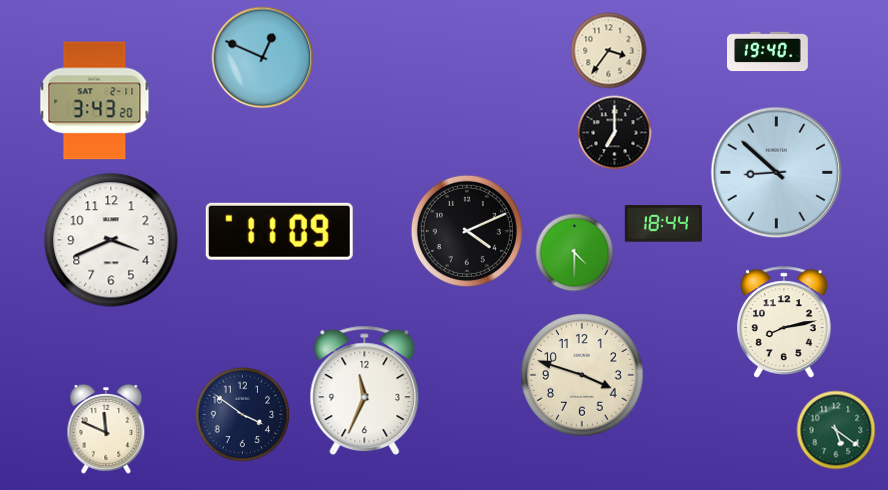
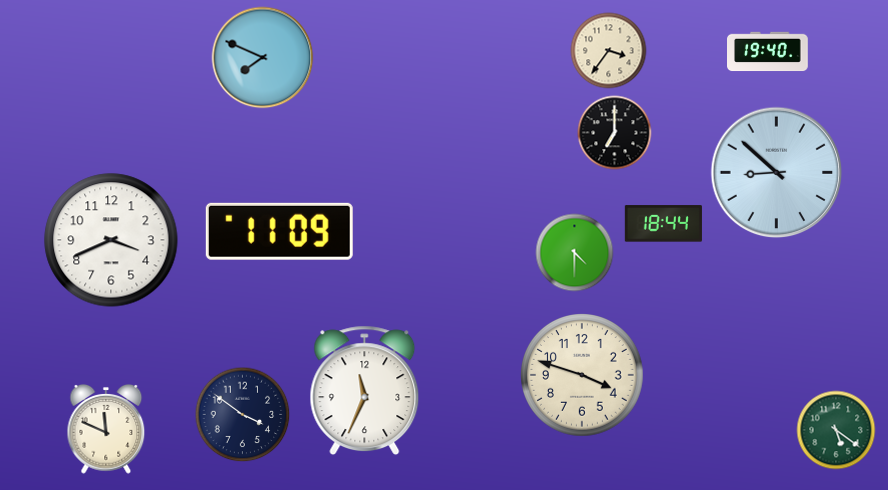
clock at (263, 58): 12:49 -> 7:49
clock at (95, 101): 3:43 -> none
clock at (467, 231): 4:11 -> none
clock at (784, 322): 8:13 -> none
